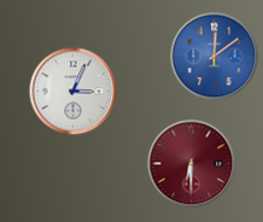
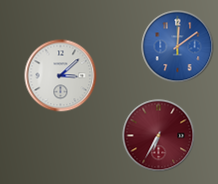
clock at (74, 92): 3:04 -> 3:08
clock at (192, 164): 6:30 -> 6:35
